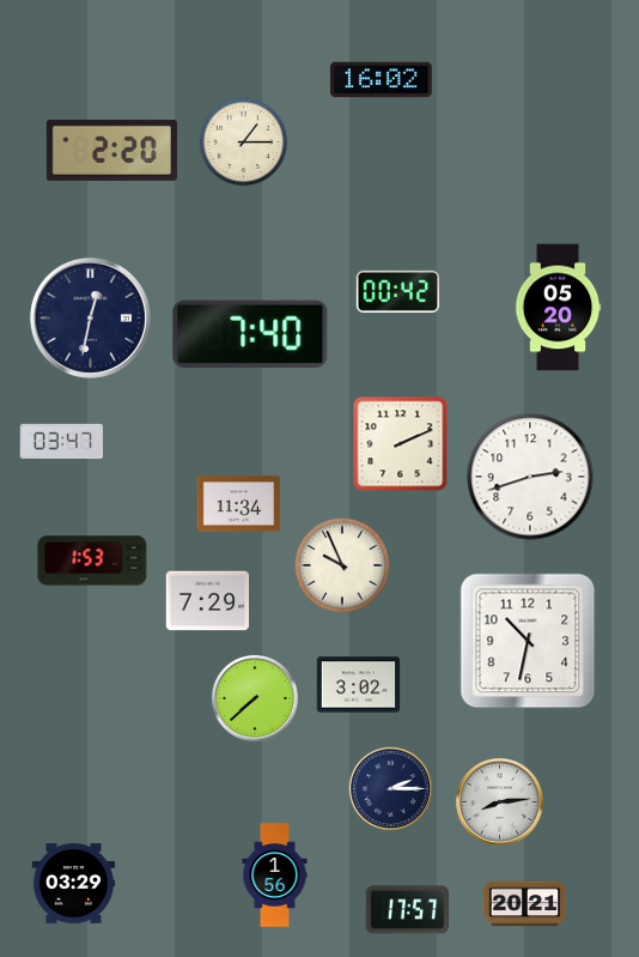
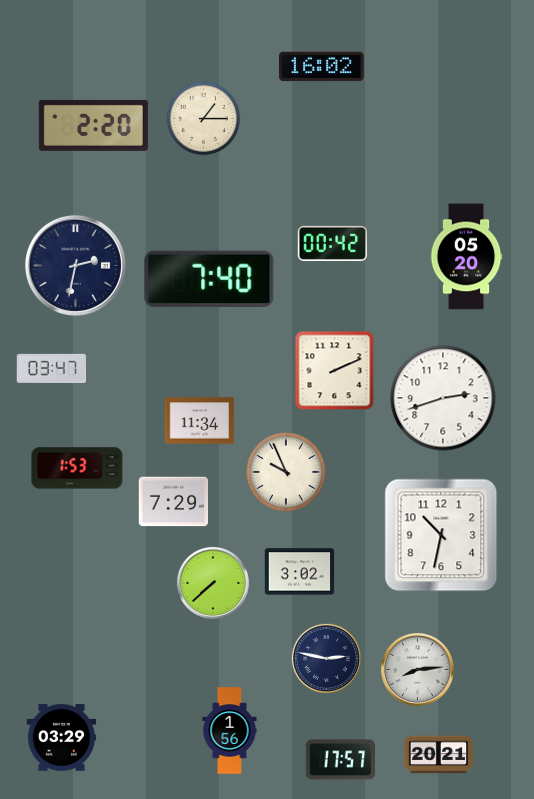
clock at (381, 80) position: (381, 80) -> (321, 67)
clock at (90, 317): 12:32 -> 2:32
clock at (390, 788): 2:15 -> 2:47
